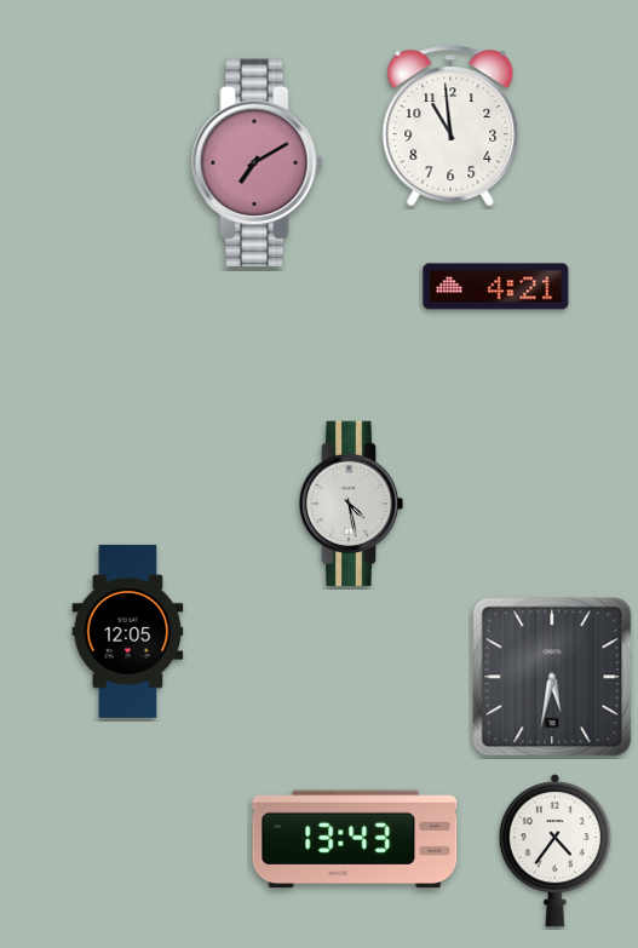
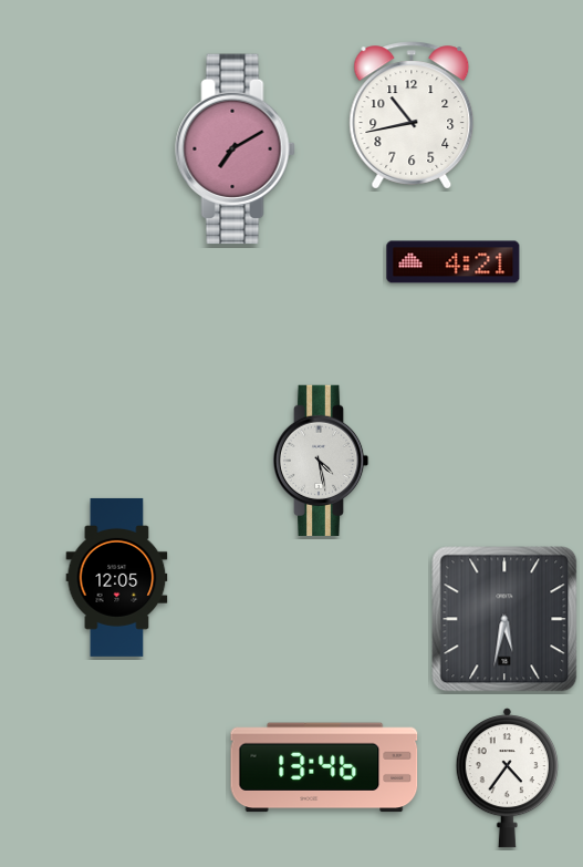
clock at (450, 126): 10:59 -> 10:43
clock at (355, 839): 13:43 -> 13:46
